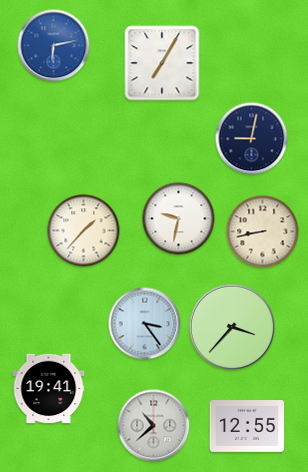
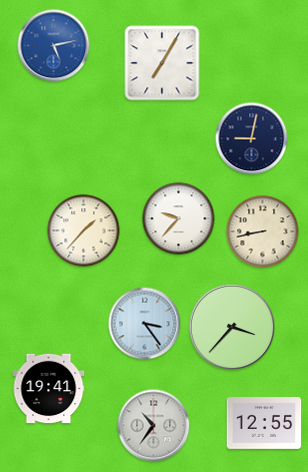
clock at (54, 46): 6:13 -> 5:13
clock at (179, 219): 9:32 -> 9:37
clock at (154, 426): 10:38 -> 10:36
clock at (247, 427) position: (247, 427) -> (264, 424)
